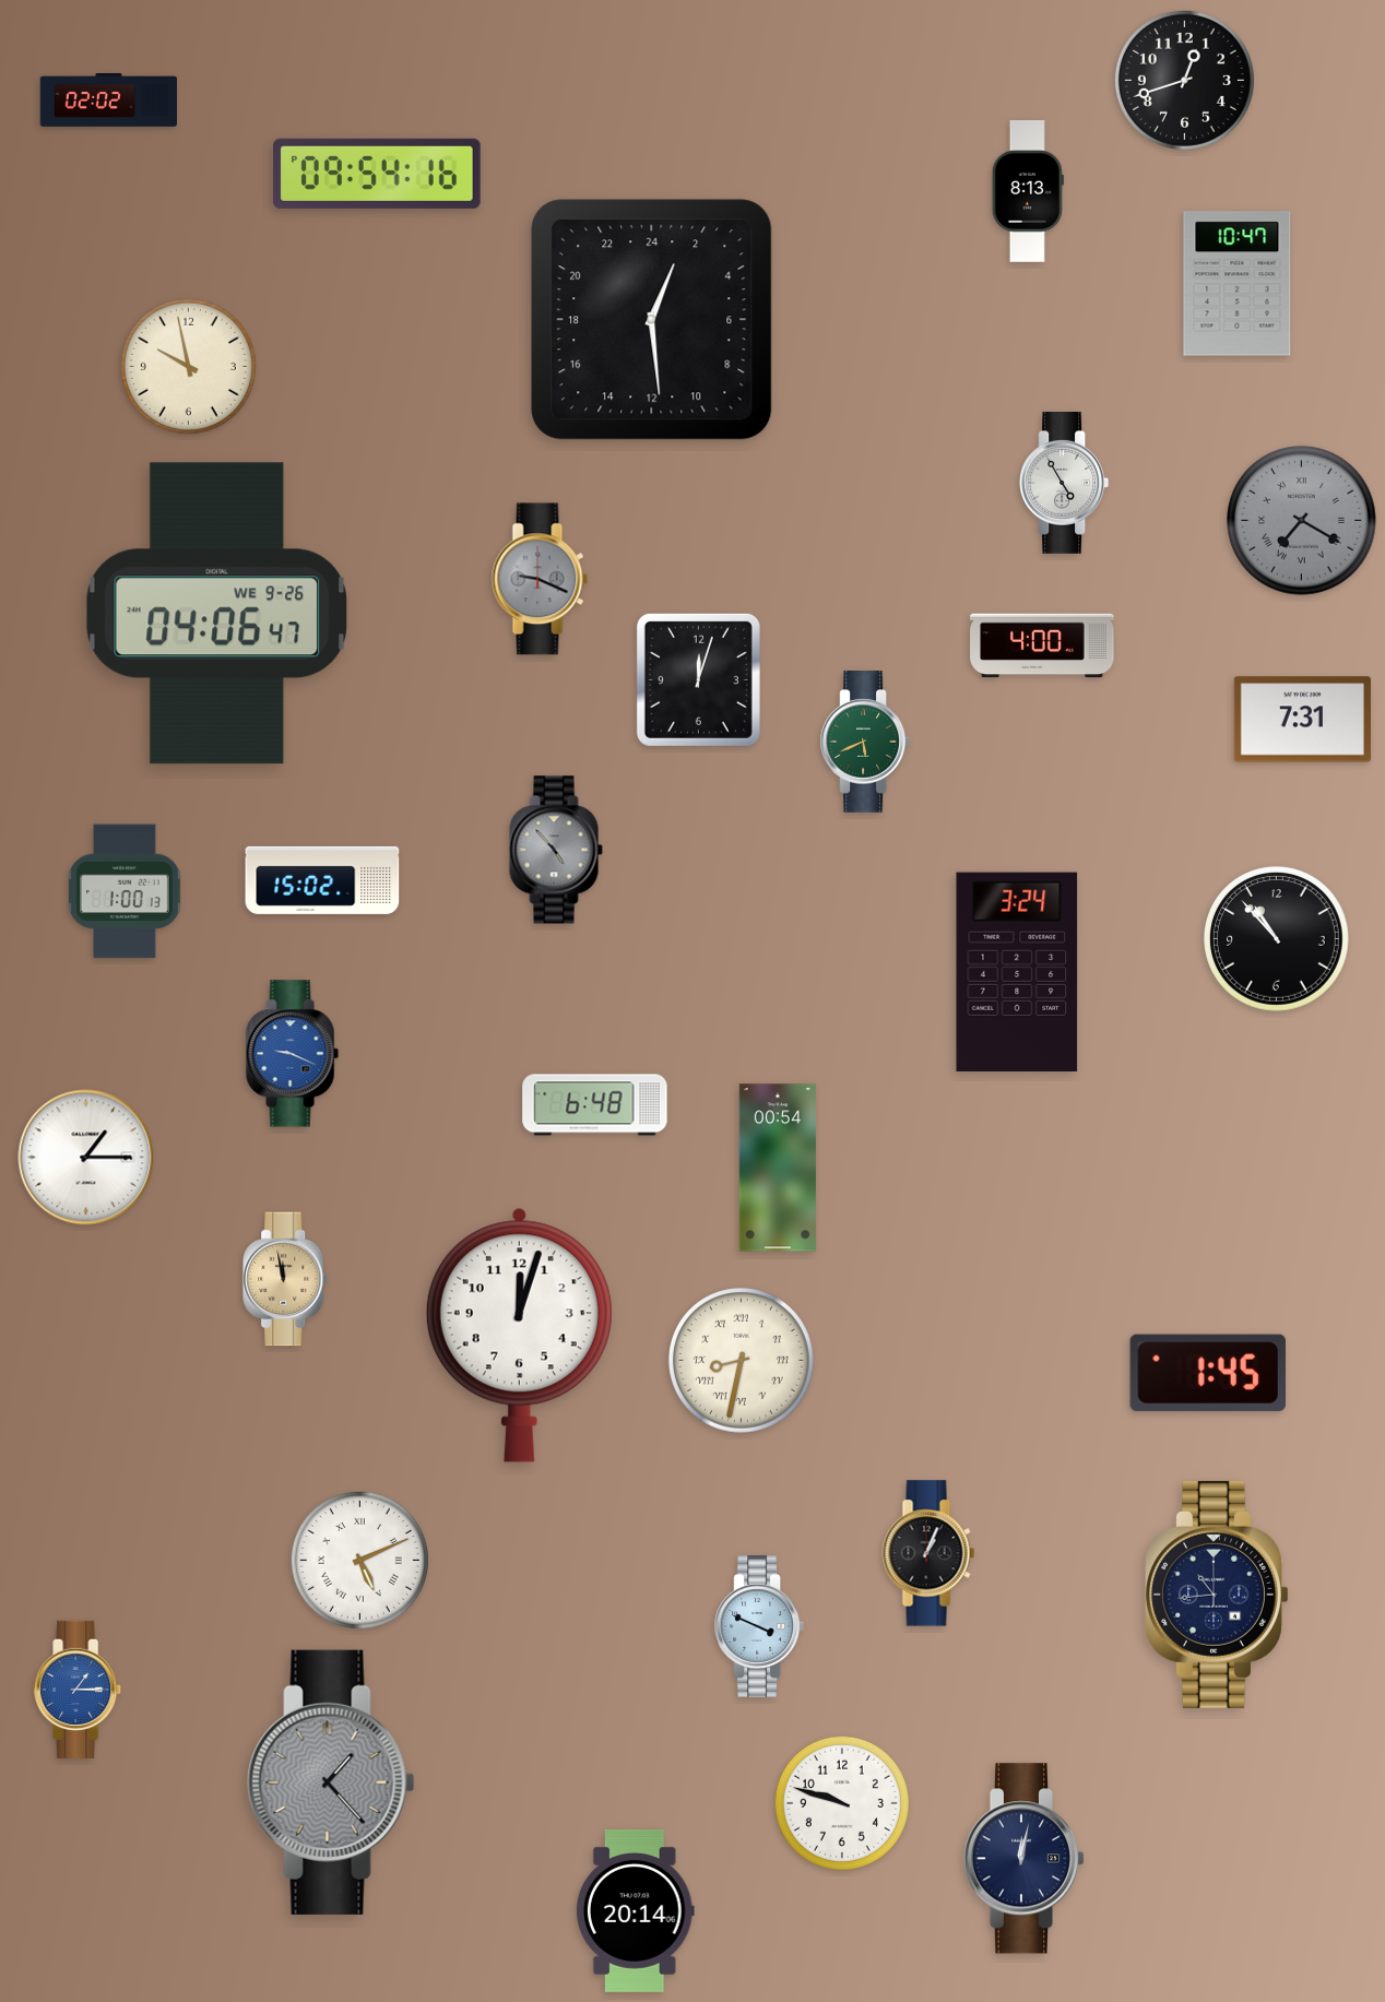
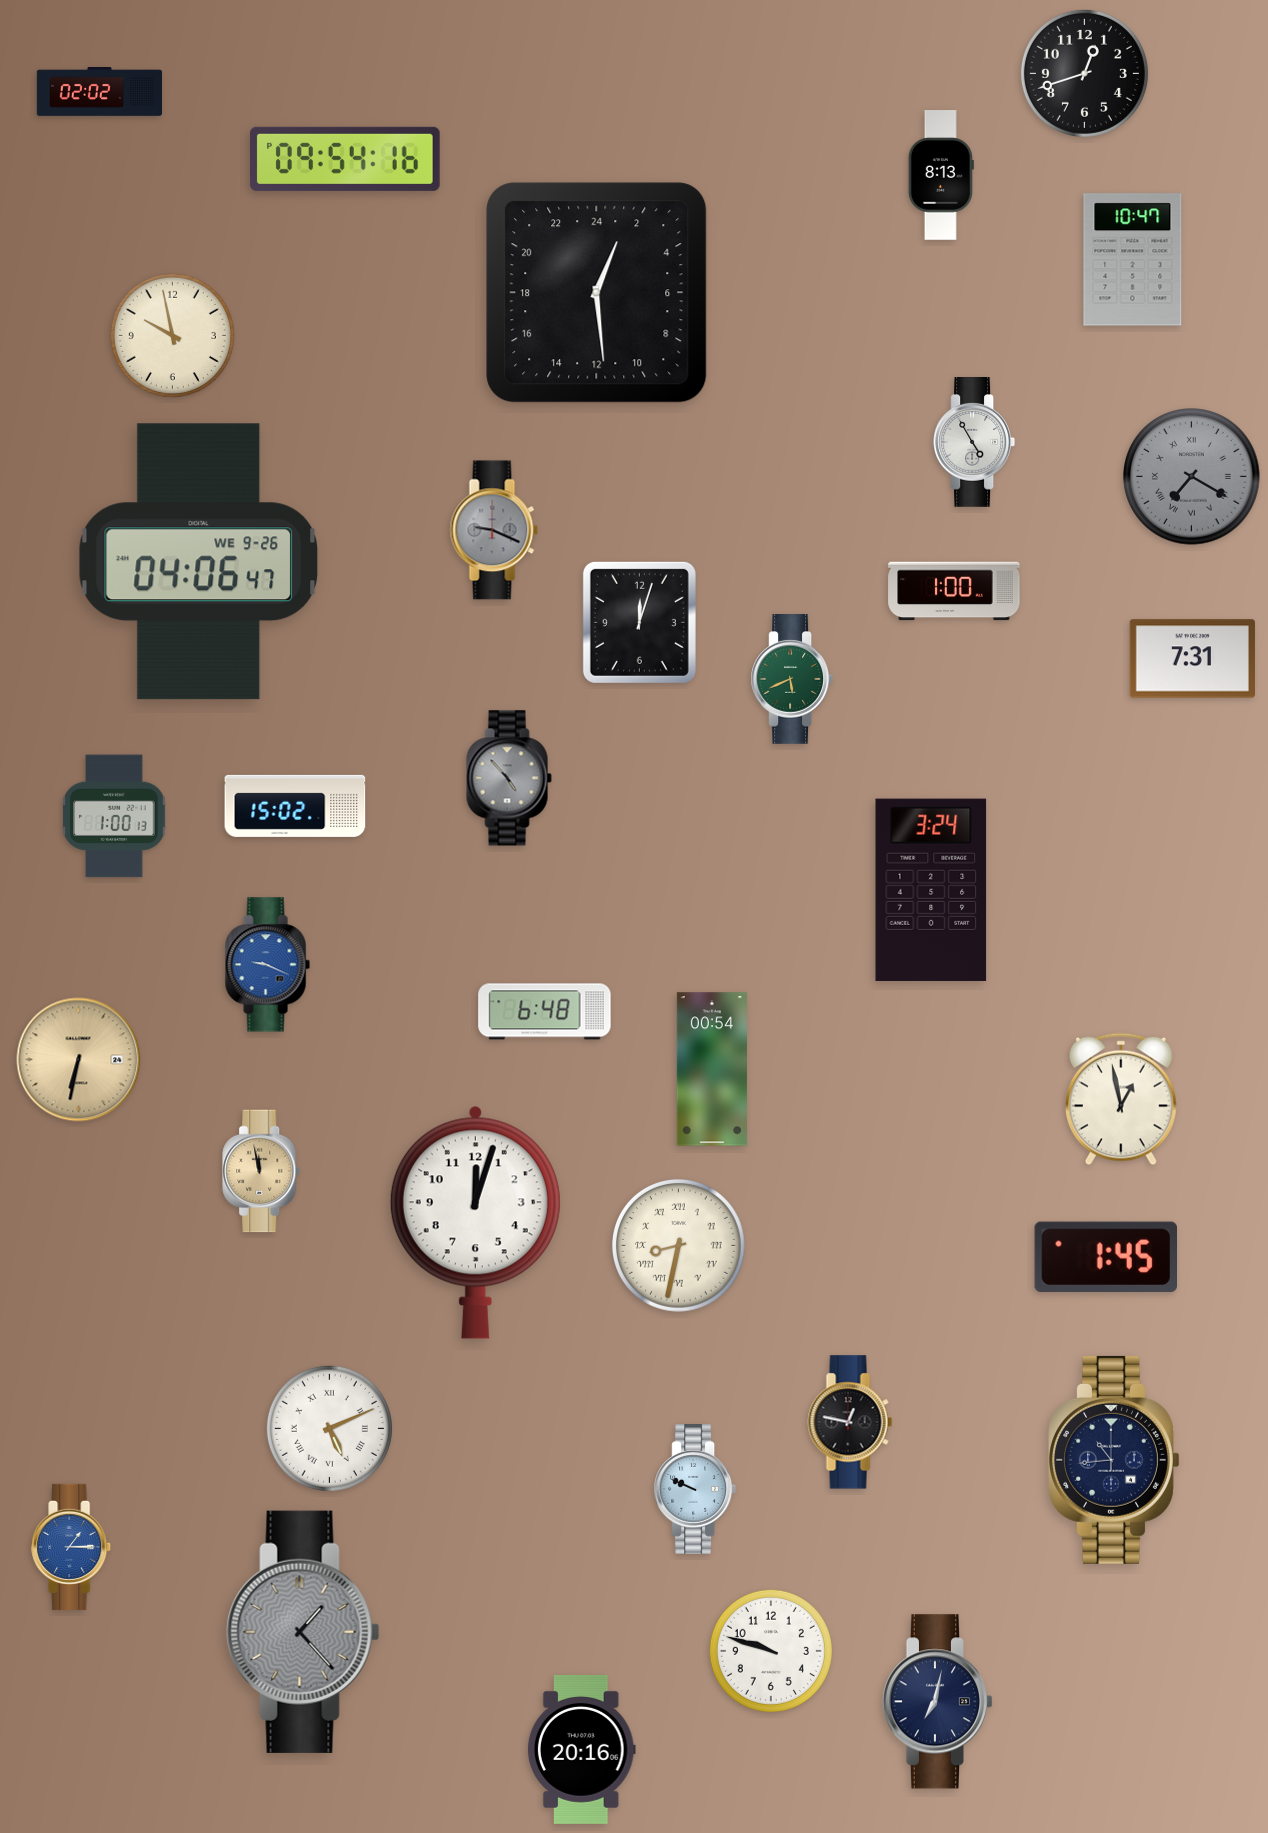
clock at (1042, 645): 4:00 -> 1:00
clock at (1277, 939): 10:53 -> none
clock at (86, 1158): 1:15 -> 6:32
clock at (86, 1158) dial: white -> champagne
clock at (1122, 1099): none -> 12:58
clock at (928, 1553): 1:04 -> 12:47
clock at (758, 1627): 3:49 -> 9:49
clock at (1025, 1859): 12:02 -> 7:02
clock at (635, 1910): 20:14 -> 20:16
